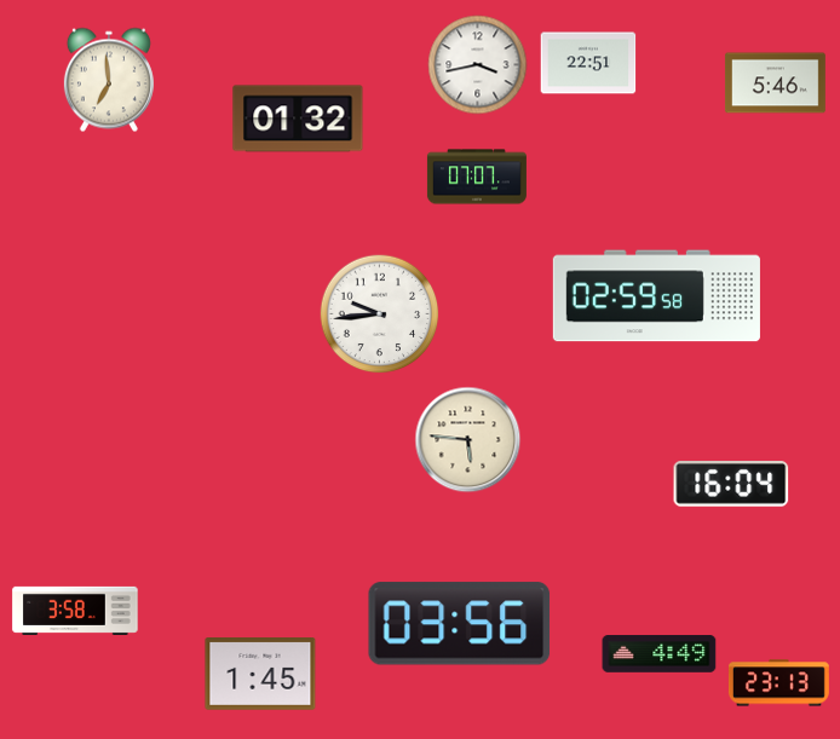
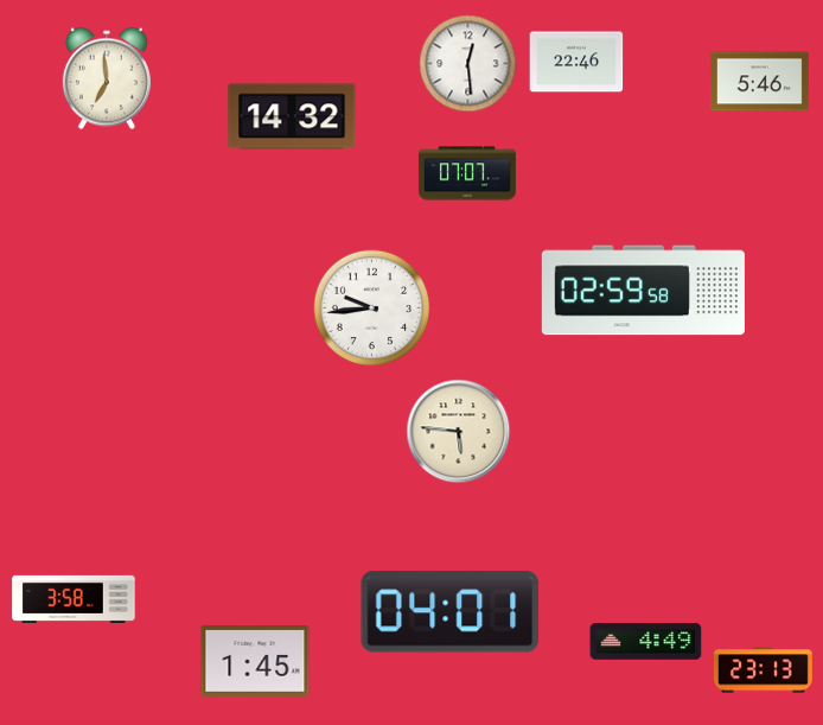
clock at (588, 63): 22:51 -> 22:46
clock at (478, 65): 3:43 -> 12:29
clock at (298, 119): 01:32 -> 14:32
clock at (731, 484): 16:04 -> none
clock at (460, 624): 03:56 -> 04:01
